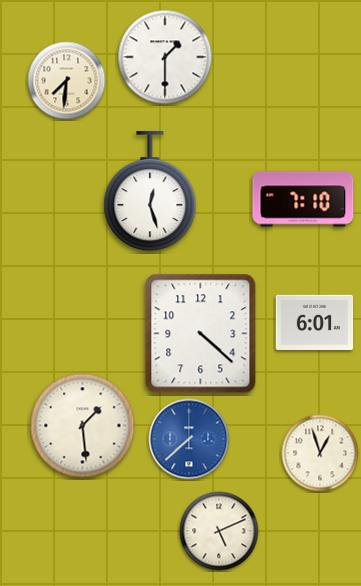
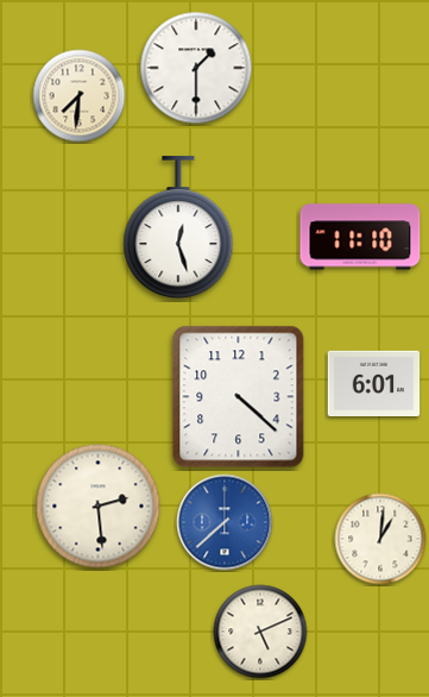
clock at (303, 199): 7:10 -> 11:10
clock at (83, 426): 1:29 -> 2:29
clock at (320, 453): 12:57 -> 1:01
